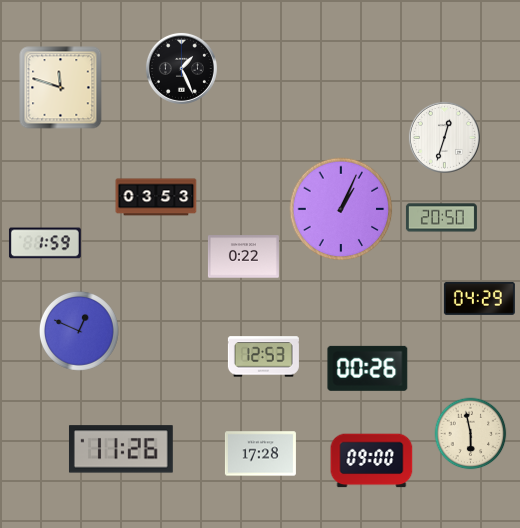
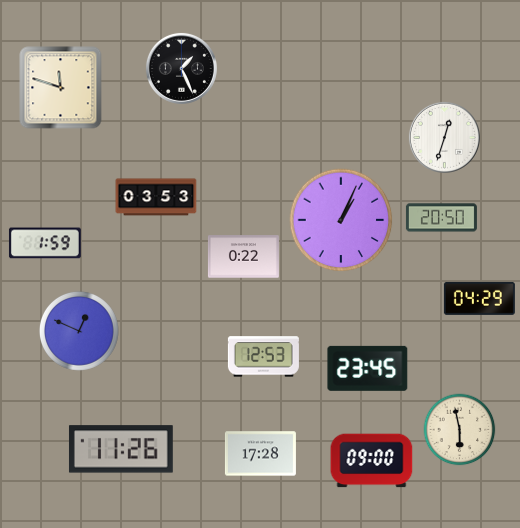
clock at (341, 209) position: (341, 209) -> (341, 220)
clock at (368, 368): 00:26 -> 23:45
clock at (471, 434) position: (471, 434) -> (460, 430)
